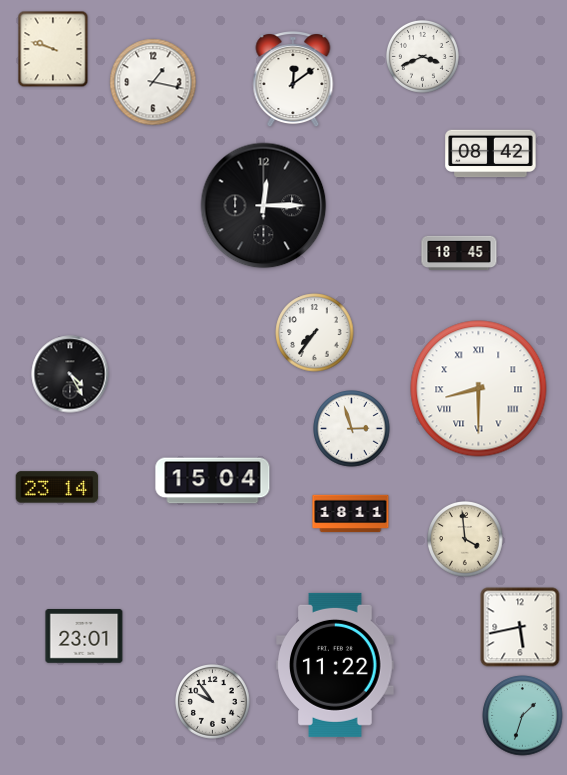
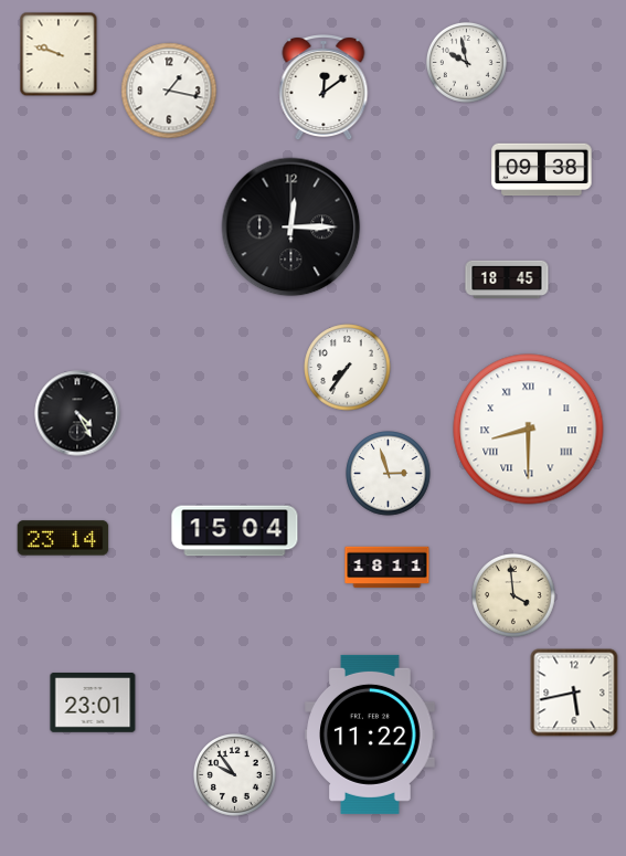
clock at (422, 56): 3:41 -> 9:58
clock at (491, 154): 08:42 -> 09:38
clock at (523, 716): 1:33 -> none
